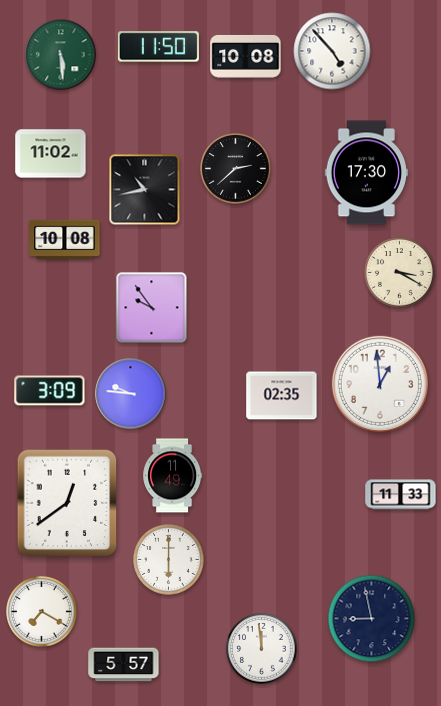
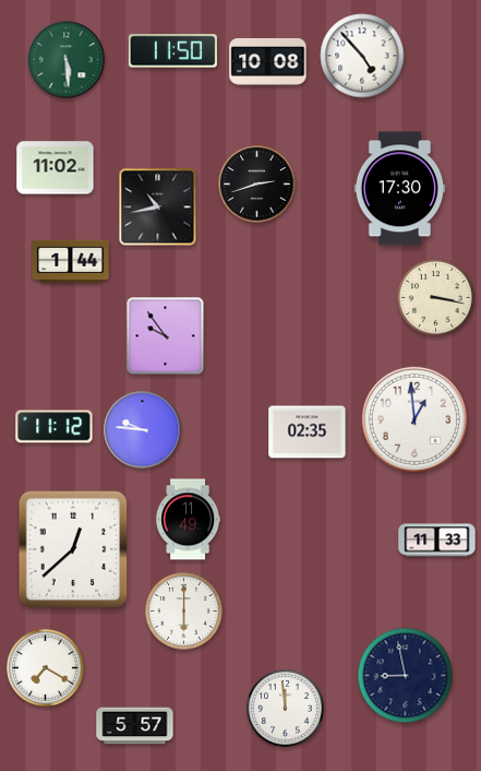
clock at (236, 169): 2:38 -> 2:42
clock at (65, 239): 10:08 -> 1:44
clock at (400, 273): 3:20 -> 3:17
clock at (50, 391): 3:09 -> 11:12
clock at (67, 503): 12:39 -> 12:38
